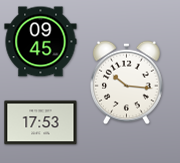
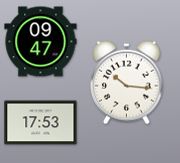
clock at (41, 42): 09:45 -> 09:47
